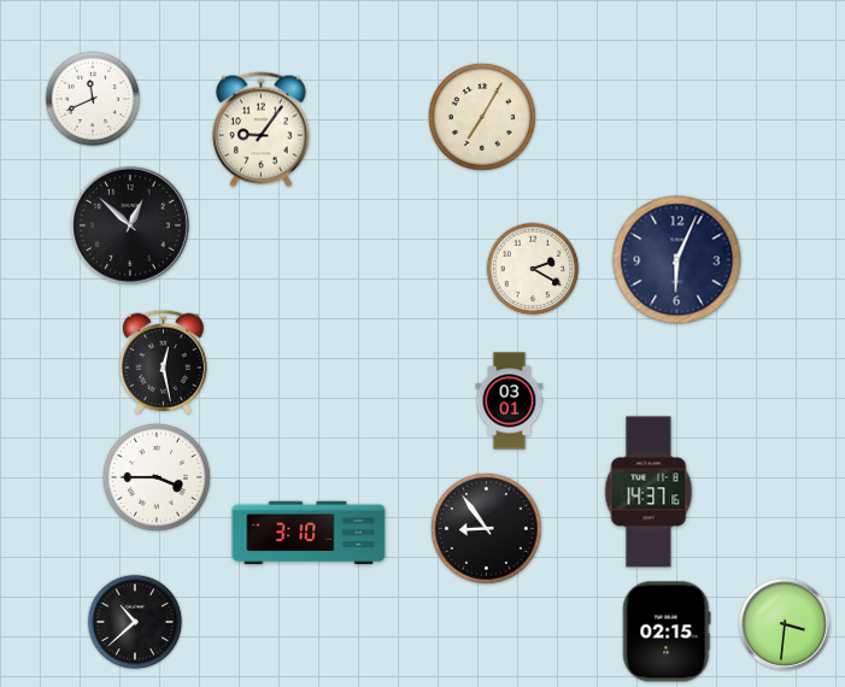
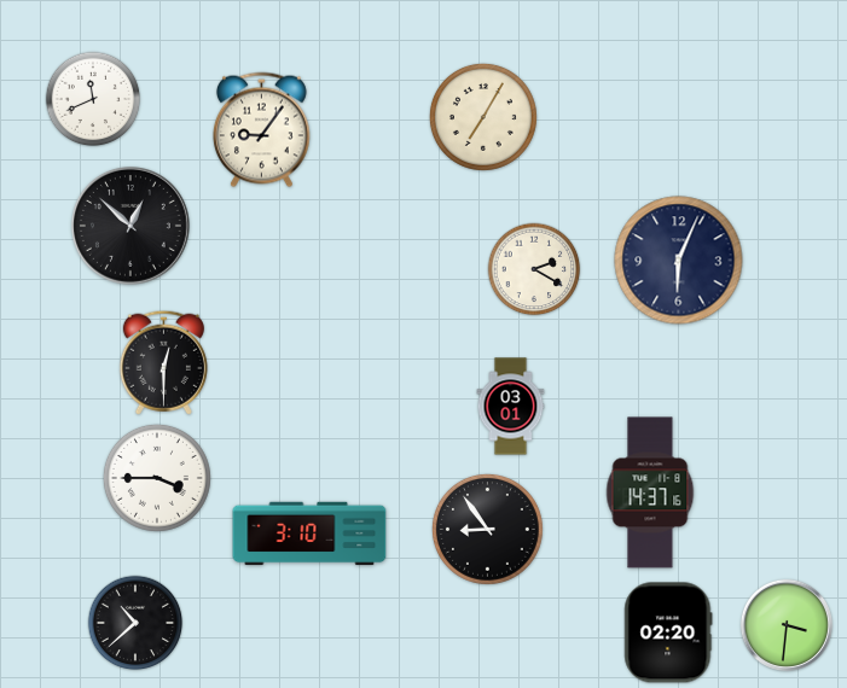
clock at (163, 362): 12:28 -> 12:30
clock at (510, 401) position: (510, 401) -> (511, 407)
clock at (667, 632): 02:15 -> 02:20
